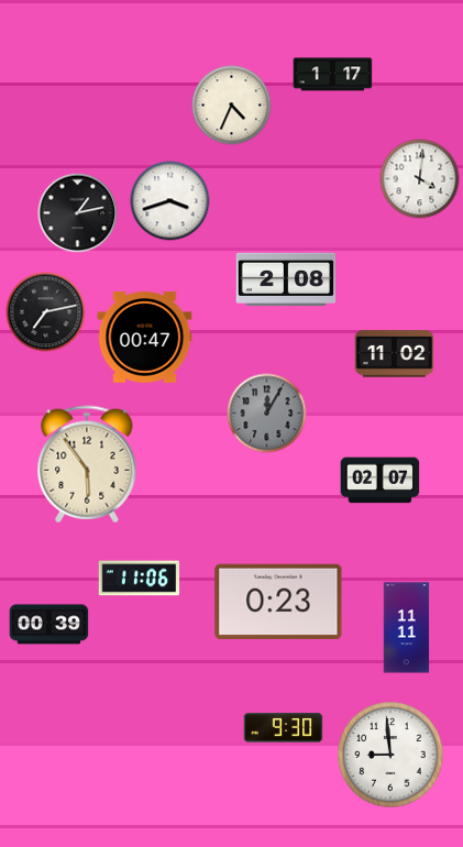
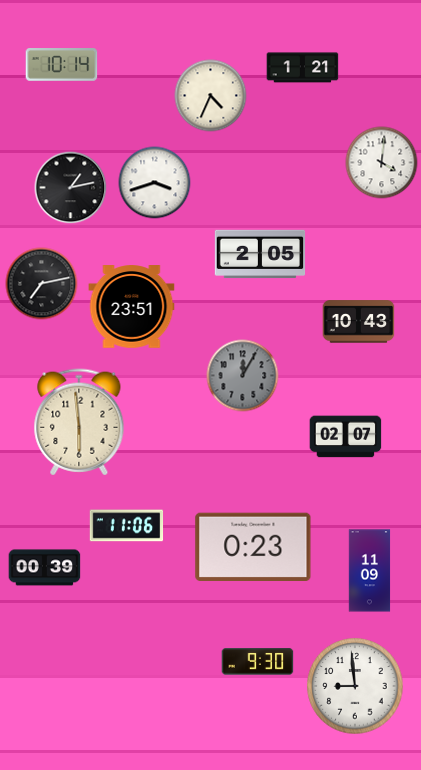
clock at (62, 65): none -> 10:14
clock at (333, 75): 1:17 -> 1:21
clock at (78, 213) position: (78, 213) -> (71, 188)
clock at (286, 279): 2:08 -> 2:05
clock at (145, 338): 00:47 -> 23:51
clock at (395, 354): 11:02 -> 10:43
clock at (87, 464): 5:54 -> 5:59
clock at (407, 628): 11:11 -> 11:09
